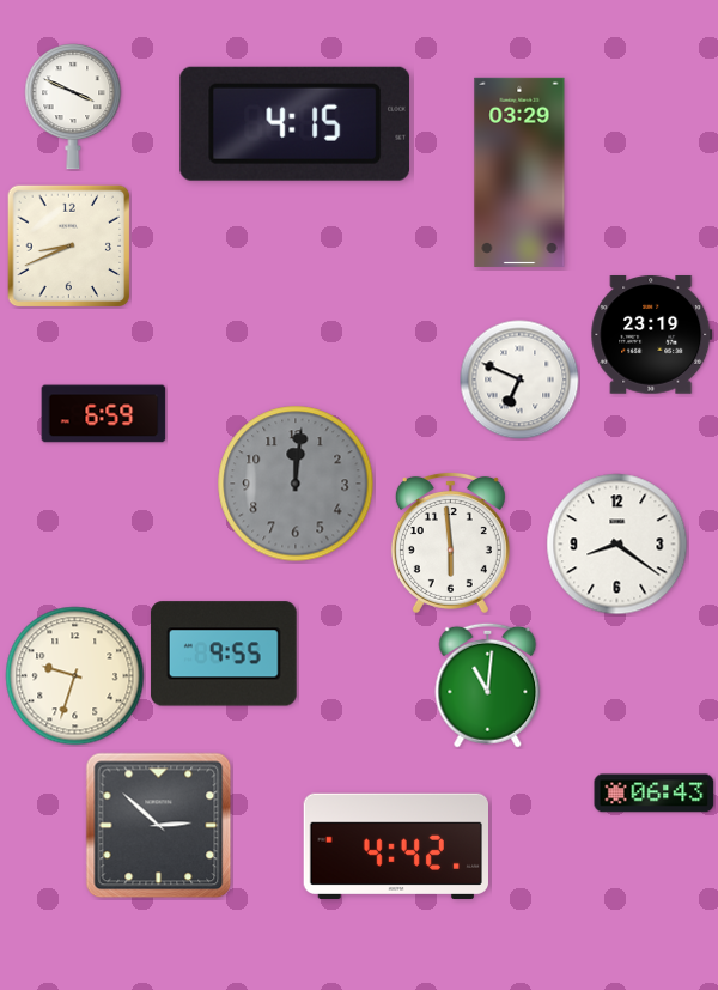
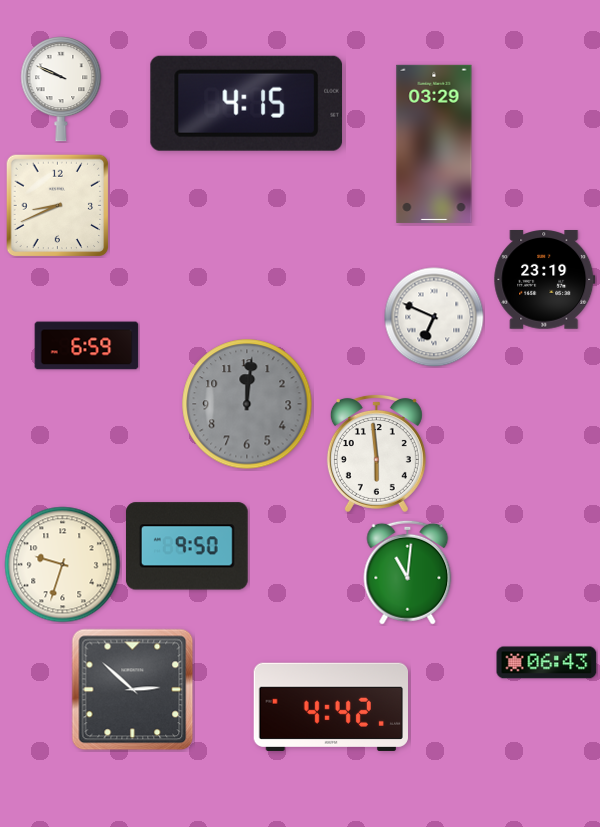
clock at (73, 107): 3:49 -> 9:49
clock at (617, 545): 8:21 -> none
clock at (224, 654): 9:55 -> 9:50
